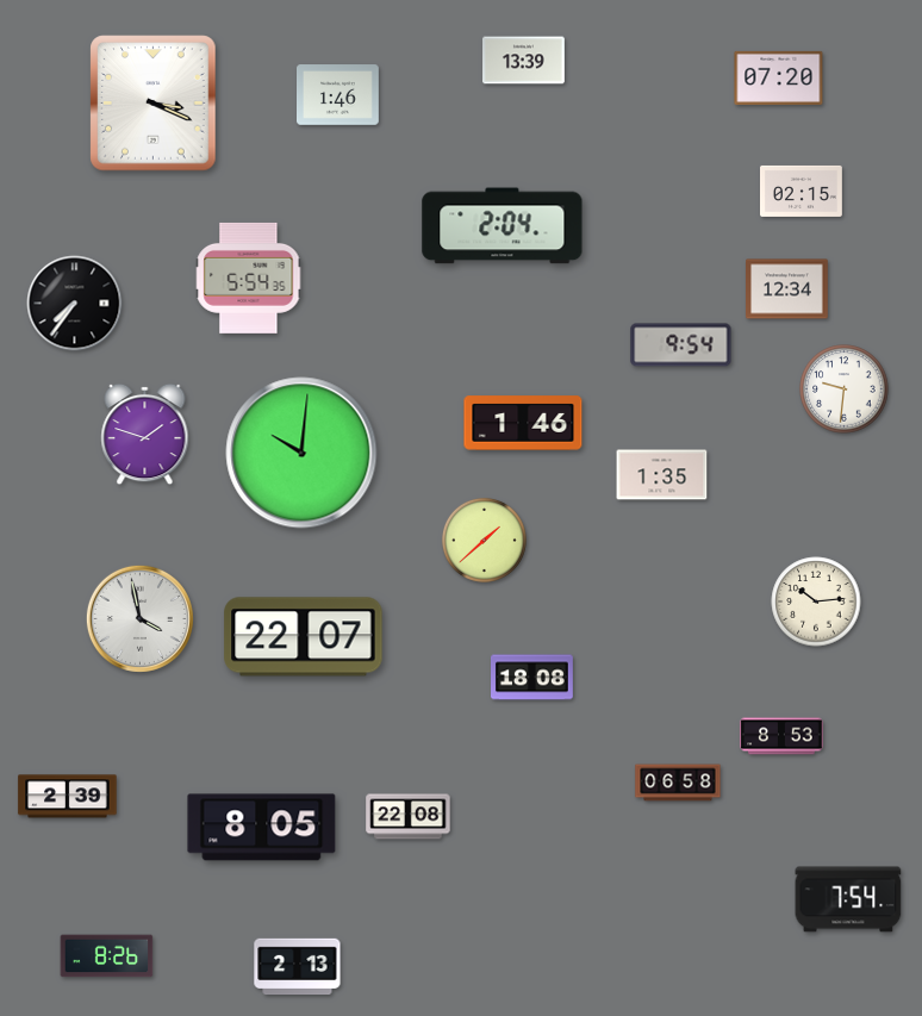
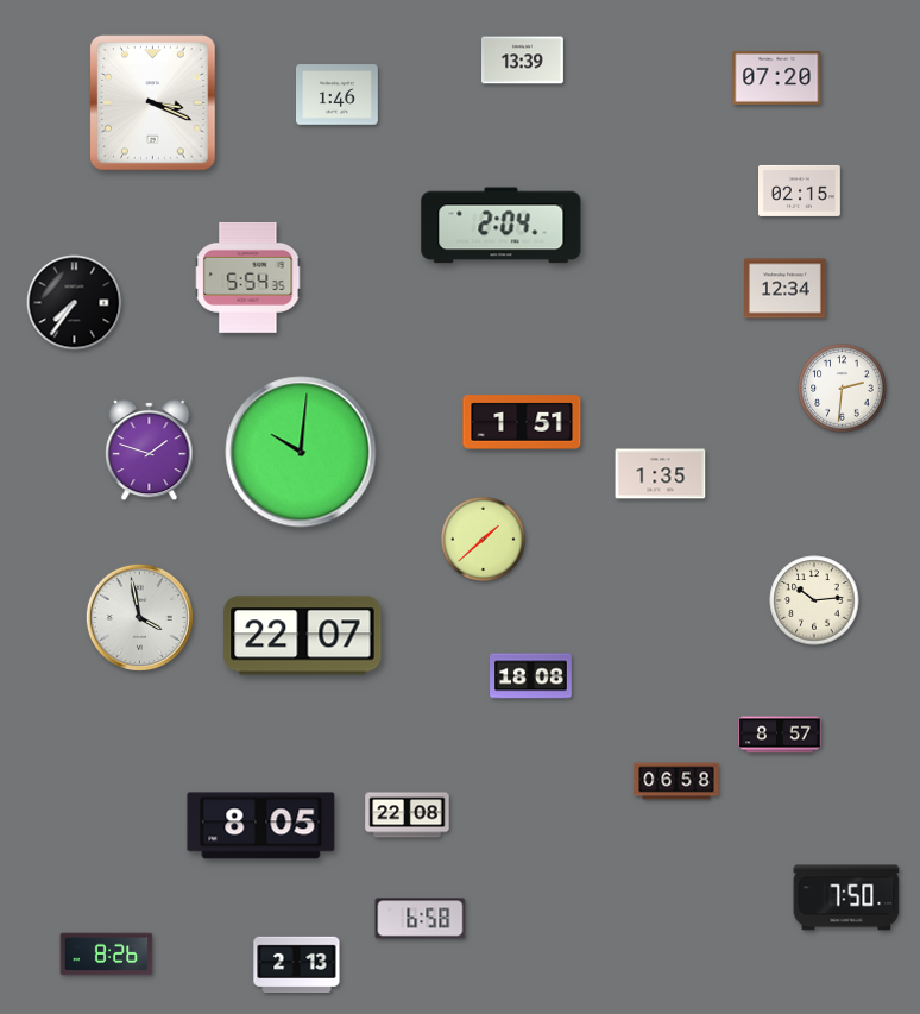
clock at (681, 345): 9:54 -> none
clock at (845, 389): 9:31 -> 2:31
clock at (523, 423): 1:46 -> 1:51
clock at (145, 435) position: (145, 435) -> (150, 451)
clock at (781, 736): 8:53 -> 8:57
clock at (68, 797): 2:39 -> none
clock at (848, 899): 7:54 -> 7:50
clock at (421, 919): none -> 6:58
